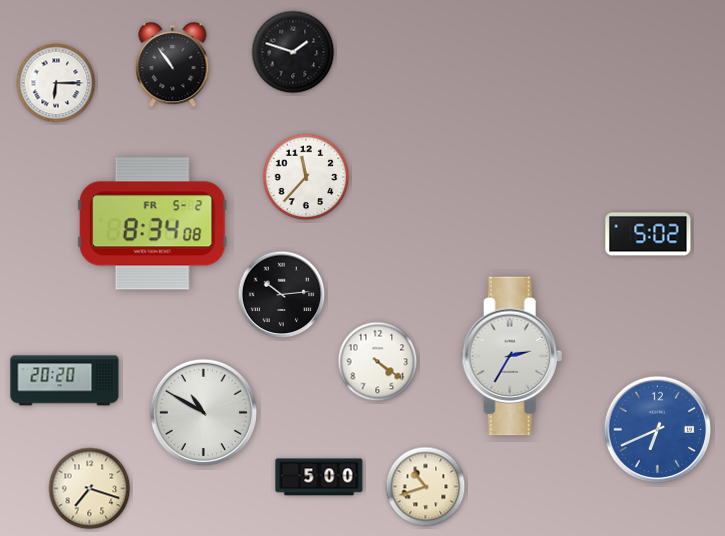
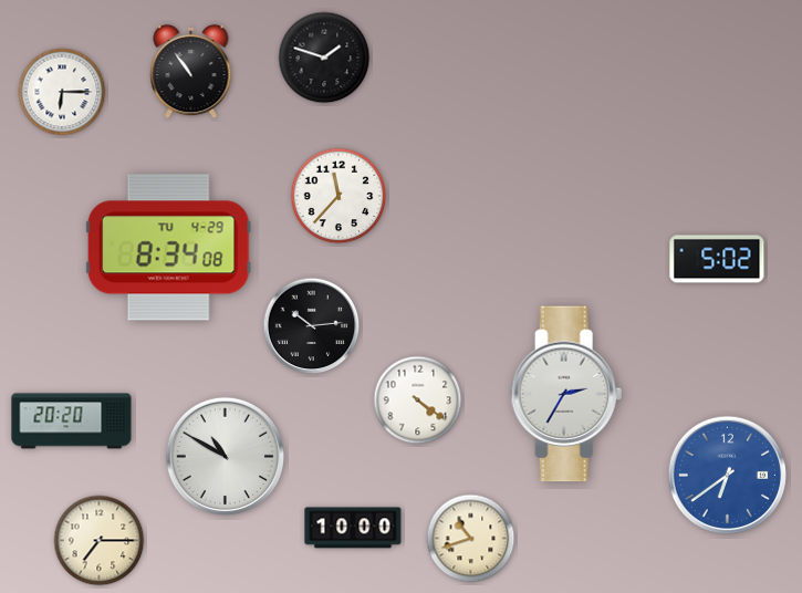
clock at (152, 224) date: FR 5-2 -> TU 4-29
clock at (657, 429): 6:41 -> 6:39
clock at (319, 477): 5:00 -> 10:00
clock at (90, 489): 7:18 -> 7:15
